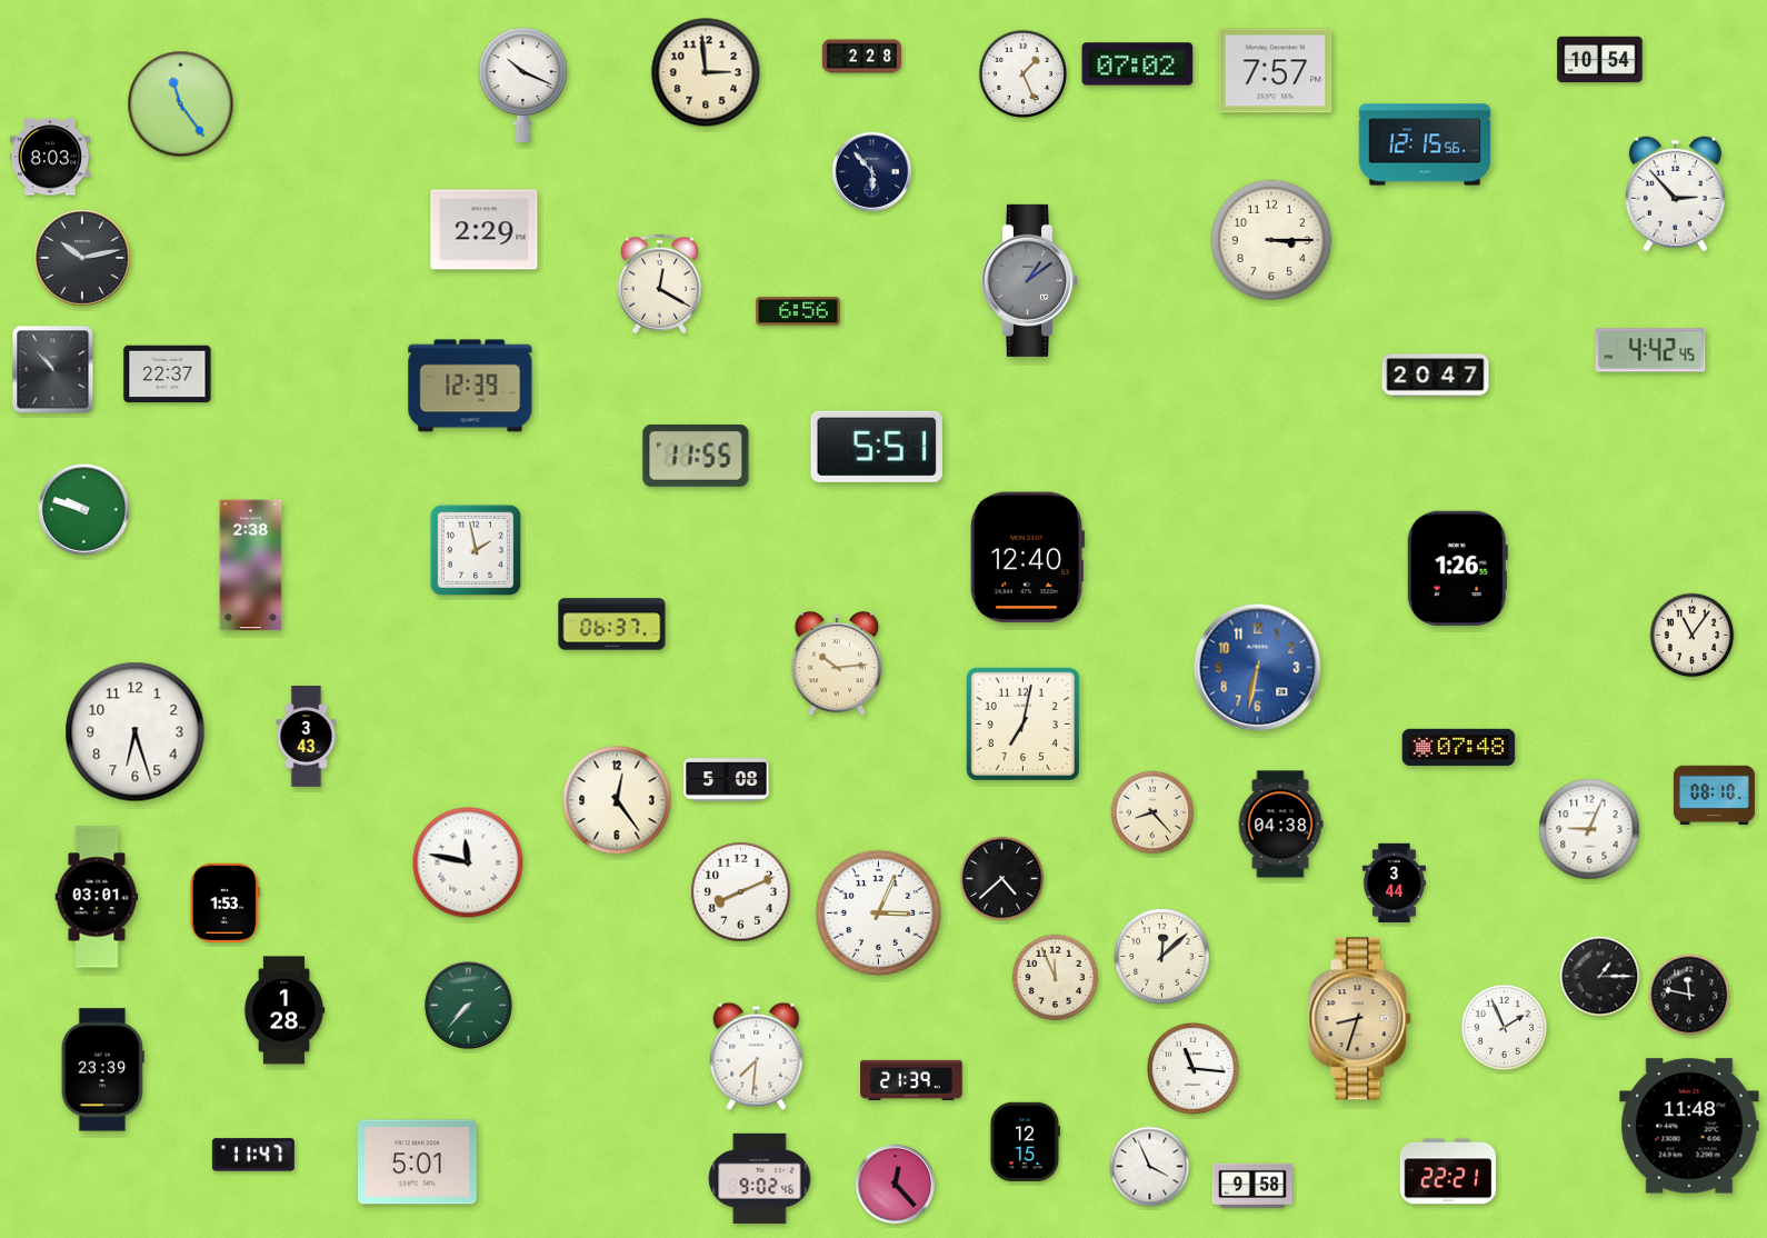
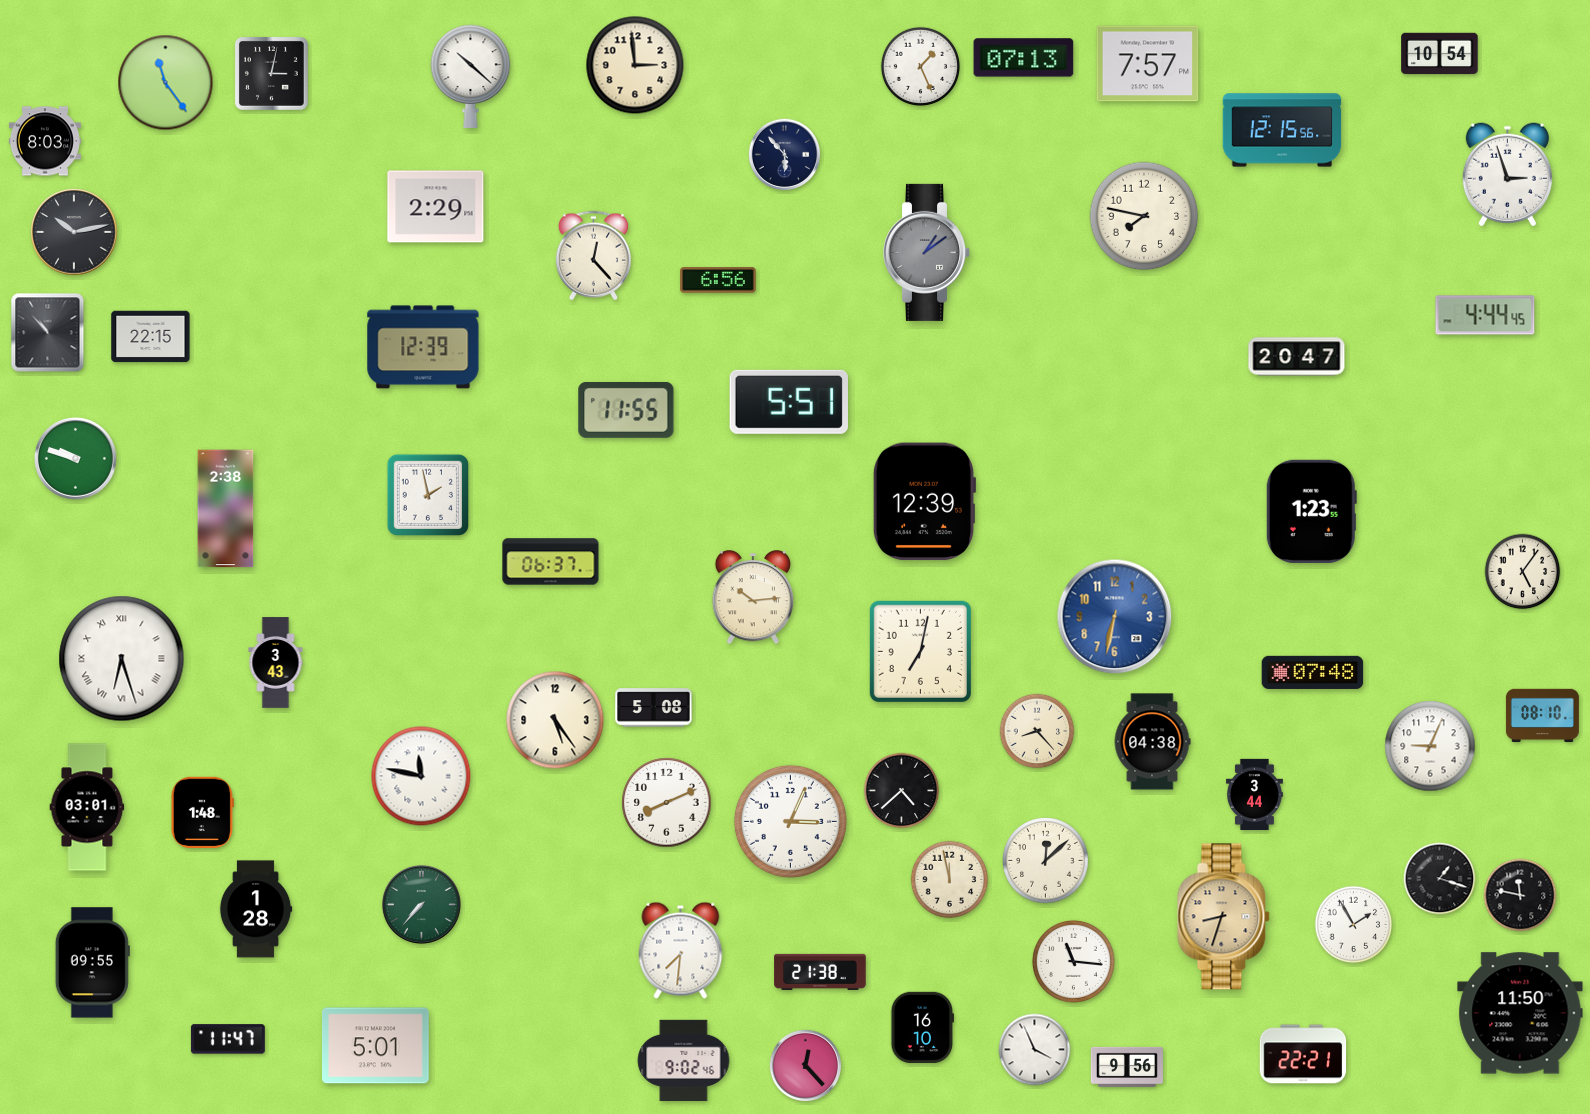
clock at (862, 57): 2:28 -> none
clock at (1138, 64): 07:02 -> 07:13
clock at (271, 73): none -> 3:02
clock at (523, 84): 10:19 -> 10:22
clock at (181, 104) position: (181, 104) -> (166, 83)
clock at (1675, 194): 2:53 -> 2:57
clock at (1271, 240): 3:15 -> 7:47
clock at (659, 284): 12:20 -> 12:23
clock at (1650, 350): 4:42 -> 4:44
clock at (168, 375): 22:37 -> 22:15
clock at (1436, 376) position: (1436, 376) -> (1297, 357)
clock at (1027, 558): 12:40 -> 12:39
clock at (1457, 568): 1:26 -> 1:23
clock at (1693, 636): 11:06 -> 5:06
clock at (1258, 668) position: (1258, 668) -> (1115, 617)
clock at (136, 732) numerals: Arabic -> Roman
clock at (727, 780) position: (727, 780) -> (654, 708)
clock at (617, 800): 12:24 -> 5:24
clock at (224, 902): 1:53 -> 1:48
clock at (1600, 977): 1:15 -> 1:18
clock at (1056, 978): 11:56 -> 11:58
clock at (1505, 1028): 1:56 -> 1:55
clock at (102, 1070): 23:39 -> 09:55
clock at (911, 1080): 21:39 -> 21:38
clock at (1689, 1126): 11:48 -> 11:50
clock at (1025, 1141): 12:15 -> 16:10
clock at (1252, 1186): 9:58 -> 9:56
